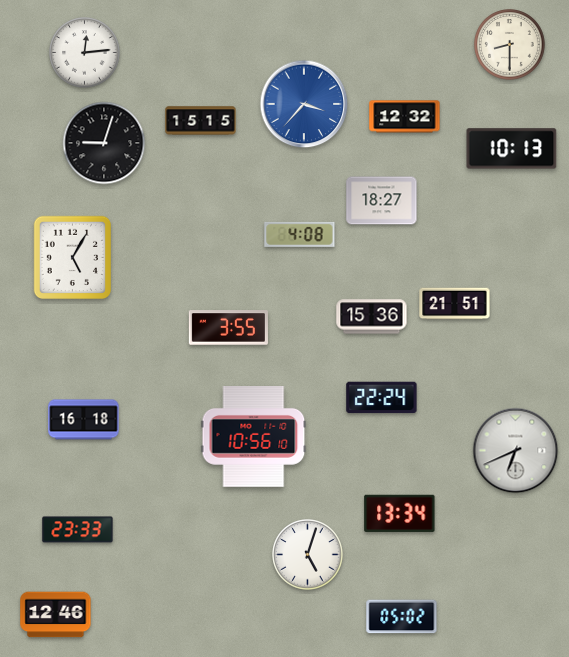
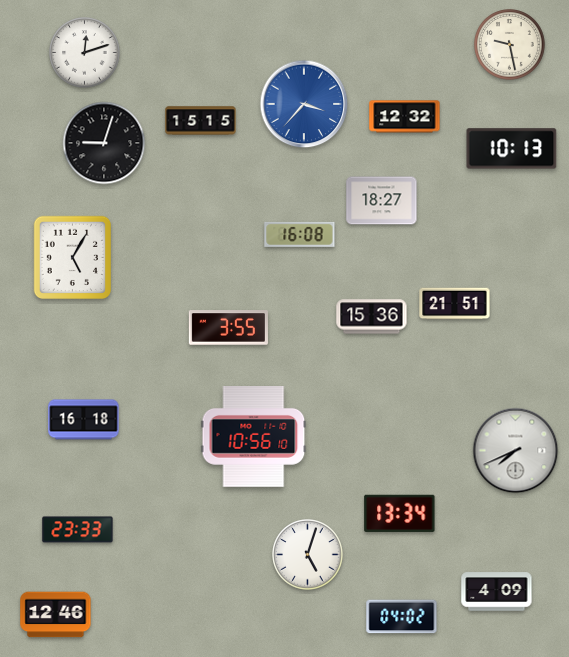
clock at (510, 45): 8:30 -> 9:28
clock at (85, 53): 12:14 -> 12:12
clock at (300, 234): 4:08 -> 16:08
clock at (382, 398): 22:24 -> none
clock at (516, 451): 6:41 -> 7:41
clock at (497, 592): none -> 4:09
clock at (402, 617): 05:02 -> 04:02
